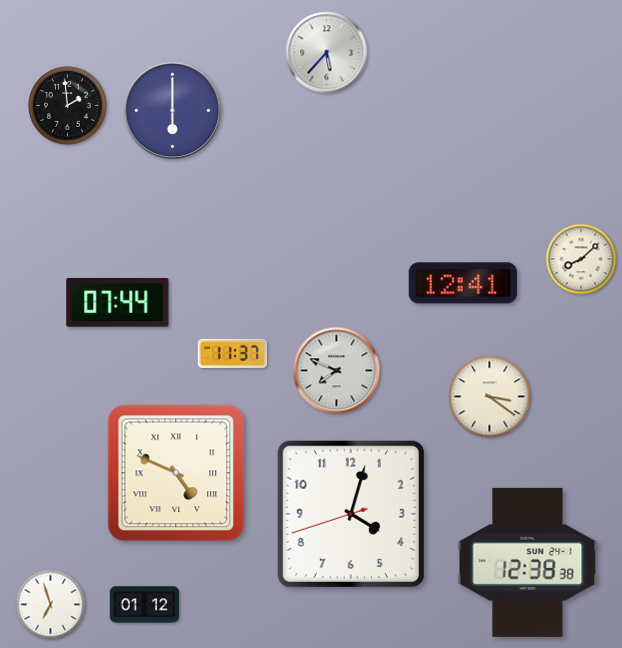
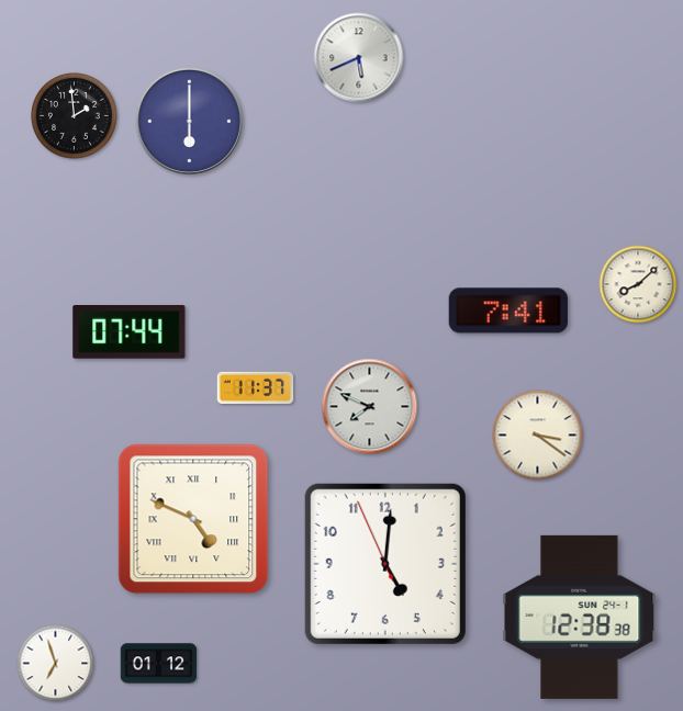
clock at (327, 53): 5:37 -> 5:41
clock at (463, 283): 12:41 -> 7:41
clock at (351, 514): 4:02 -> 5:00
